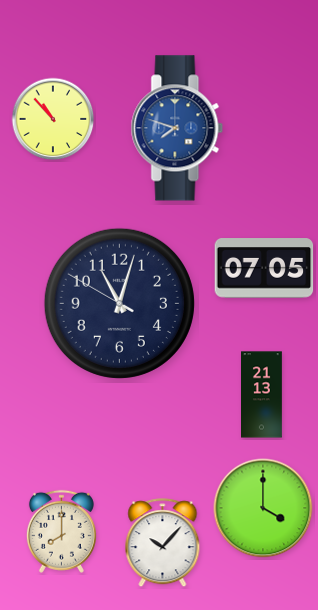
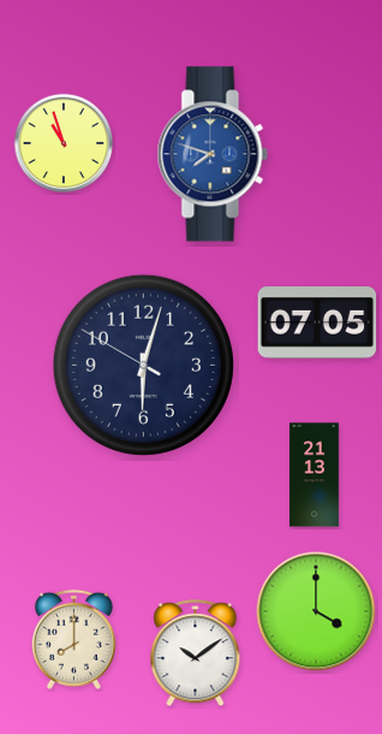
clock at (53, 119): 10:53 -> 10:57
clock at (119, 303): 11:02 -> 6:02
clock at (163, 543): 10:07 -> 10:09
